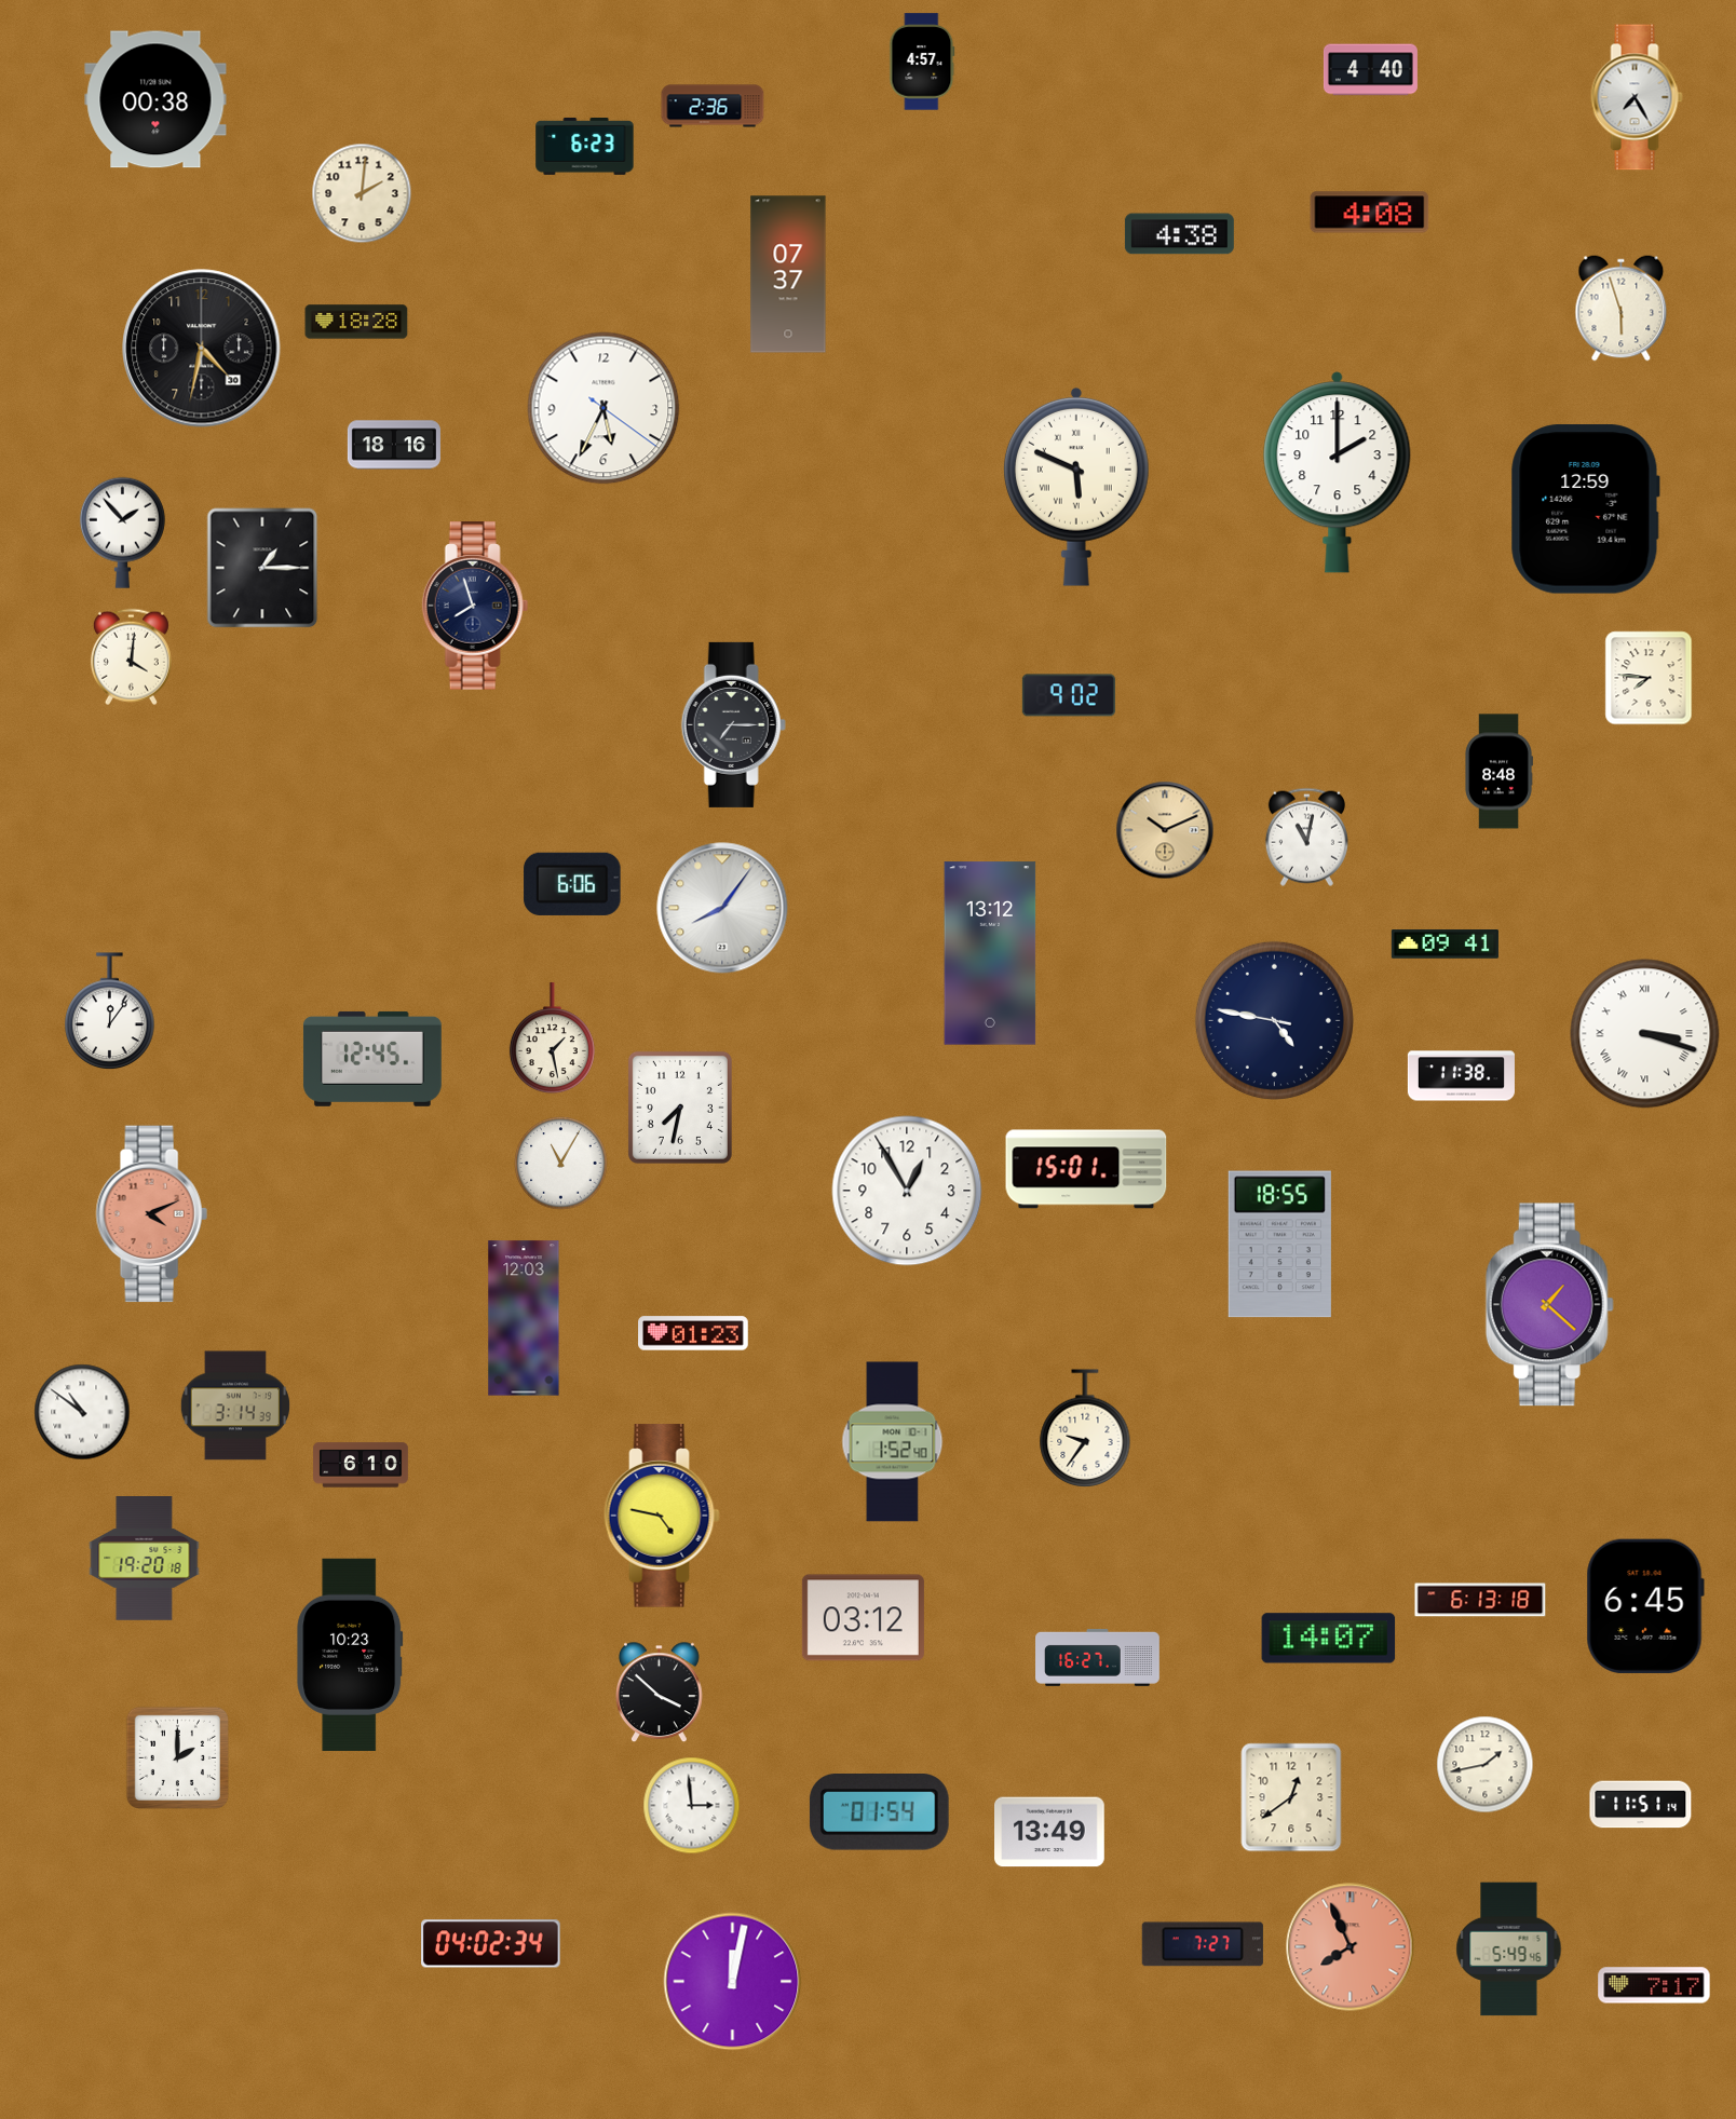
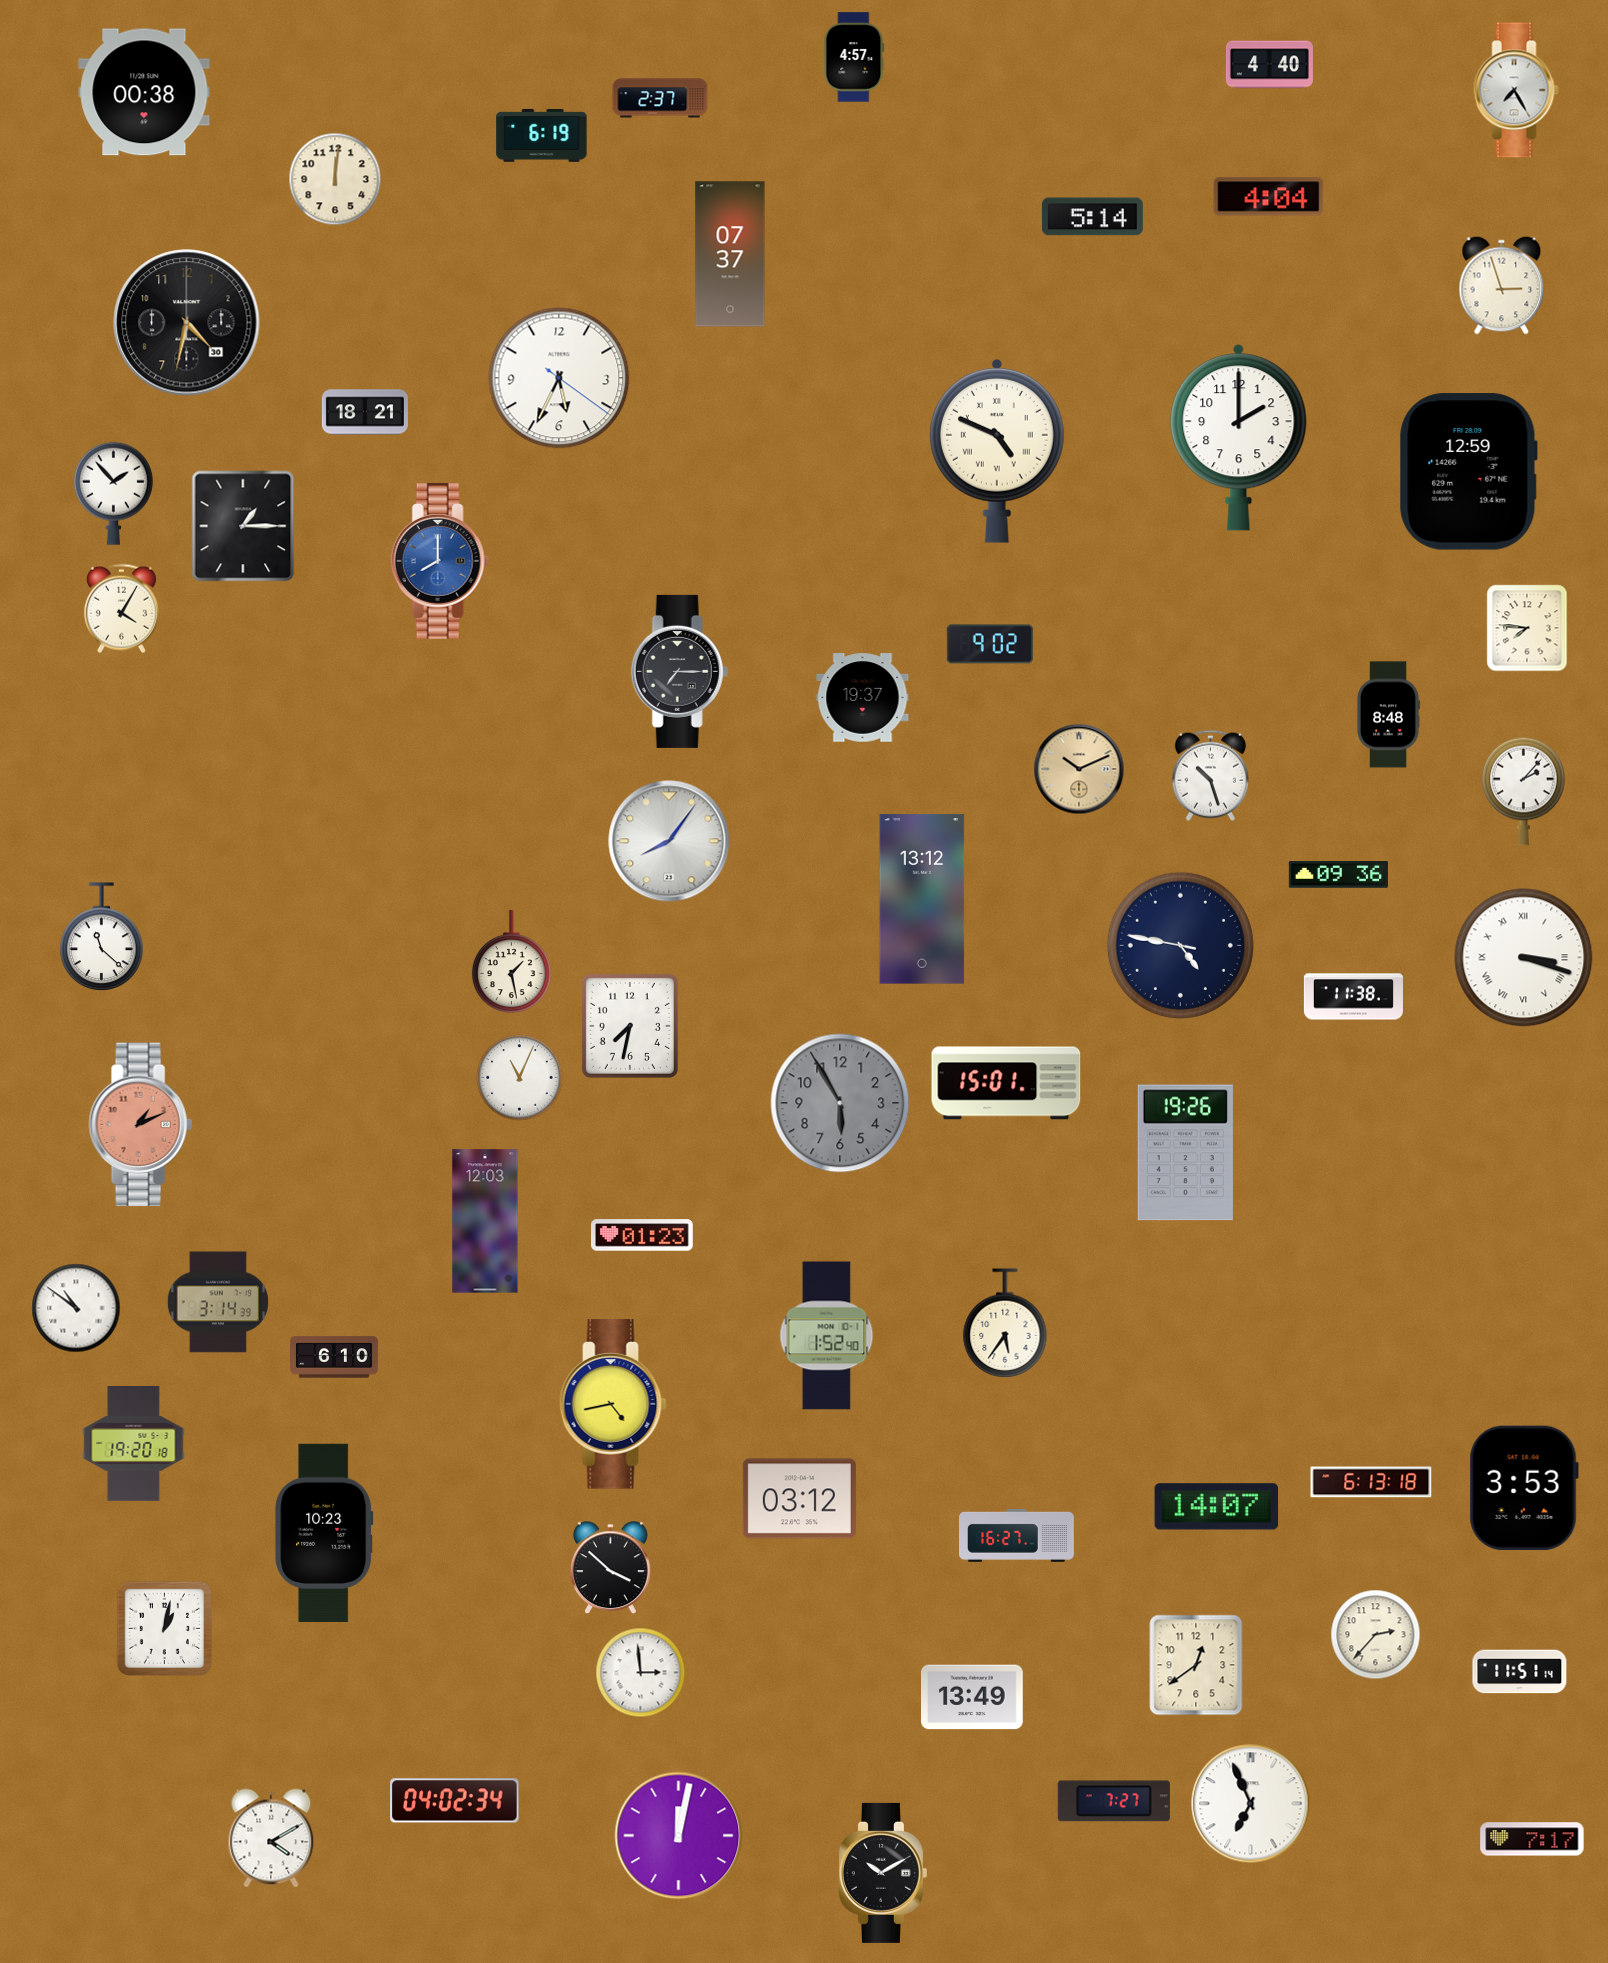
clock at (713, 106): 2:36 -> 2:37
clock at (585, 146): 6:23 -> 6:19
clock at (362, 193): 2:01 -> 12:01
clock at (1370, 213): 4:08 -> 4:04
clock at (1179, 234): 4:38 -> 5:14
clock at (1622, 309): 5:57 -> 2:57
clock at (356, 322): 18:28 -> none
clock at (394, 445): 18:16 -> 18:21
clock at (1076, 487): 5:49 -> 4:49
clock at (475, 606): 7:57 -> 8:00
clock at (475, 606) dial: navy -> blue
clock at (131, 657): 4:01 -> 4:05
clock at (863, 698): none -> 19:37
clock at (1306, 837): 11:02 -> 10:27
clock at (1524, 791): none -> 2:07
clock at (572, 884): 6:06 -> none
clock at (1445, 945): 09:41 -> 09:36
clock at (990, 953) position: (990, 953) -> (922, 899)
clock at (110, 1011): 12:06 -> 11:22
clock at (372, 1059): 12:45 -> none
clock at (561, 1164): 11:05 -> 11:04
clock at (907, 1191): 12:55 -> 5:55
clock at (907, 1191) dial: white -> grey
clock at (151, 1214): 4:11 -> 1:11
clock at (1279, 1245): 18:55 -> 19:26
clock at (1549, 1305): 1:22 -> none
clock at (1085, 1428): 9:36 -> 5:36
clock at (662, 1516): 4:47 -> 4:43
clock at (1645, 1605): 6:45 -> 3:53
clock at (1329, 1639) position: (1329, 1639) -> (1217, 1507)
clock at (177, 1757): 2:00 -> 1:02
clock at (1486, 1765): 1:43 -> 2:37
clock at (879, 1812): 01:54 -> none
clock at (1351, 1947): 7:56 -> 6:56
clock at (1351, 1947) dial: salmon -> white
clock at (1509, 1950): 5:49 -> none
clock at (271, 1838): none -> 4:10
clock at (882, 1873): none -> 10:10
